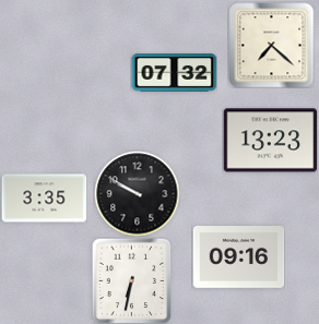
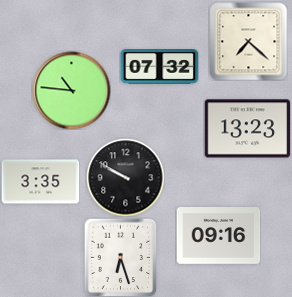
clock at (71, 90): none -> 10:46
clock at (132, 280): 6:32 -> 6:27
